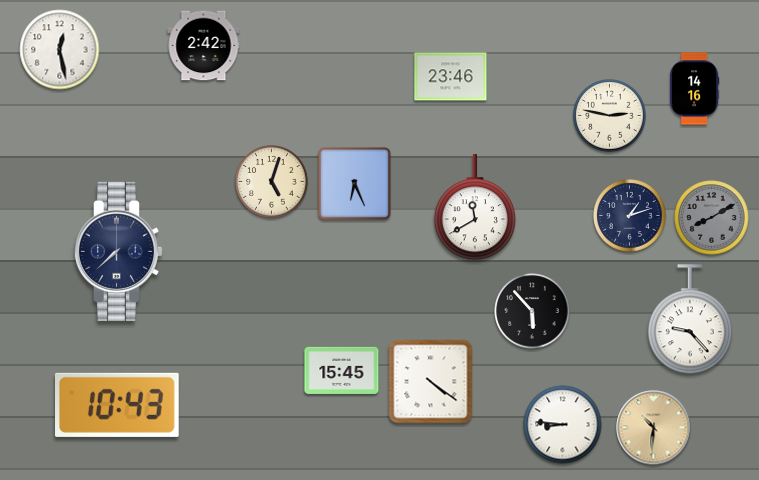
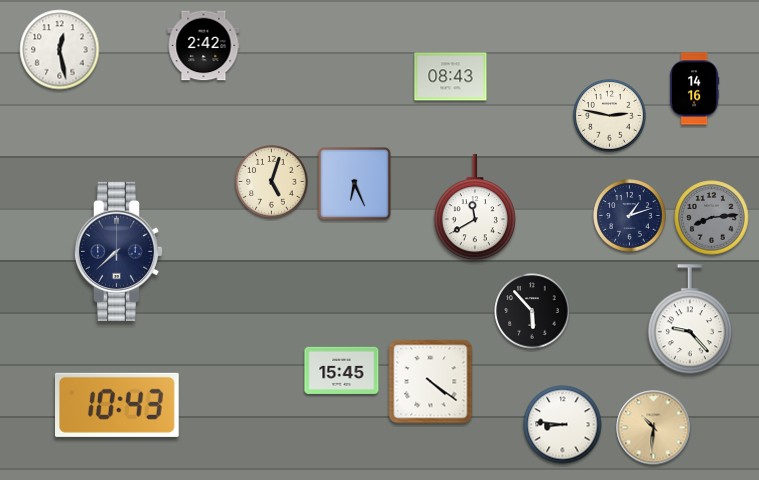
clock at (451, 77): 23:46 -> 08:43
clock at (712, 218): 8:10 -> 8:14
